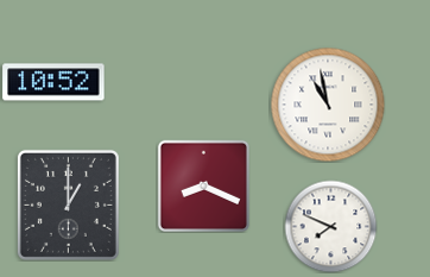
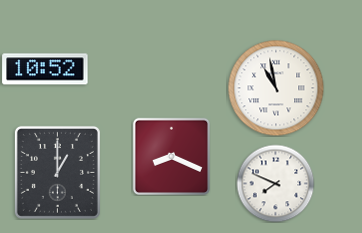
clock at (330, 226) position: (330, 226) -> (275, 183)
